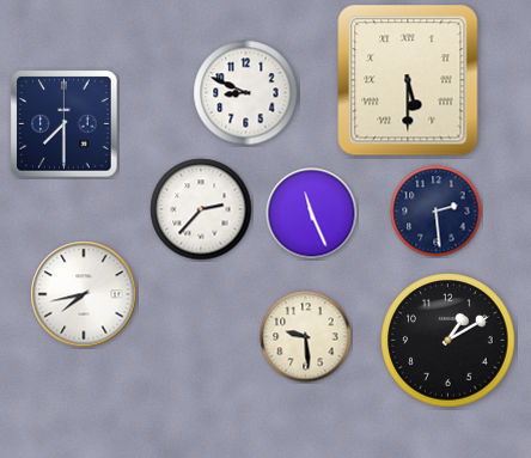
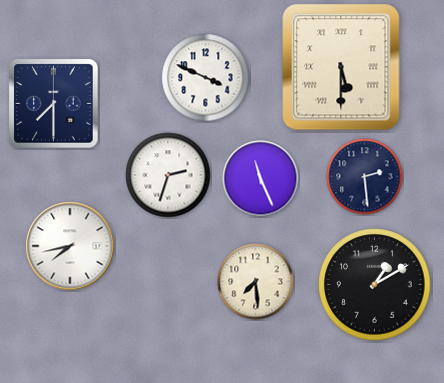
clock at (246, 93): 8:49 -> 3:49
clock at (201, 209): 2:37 -> 2:33
clock at (306, 337): 9:29 -> 7:29
